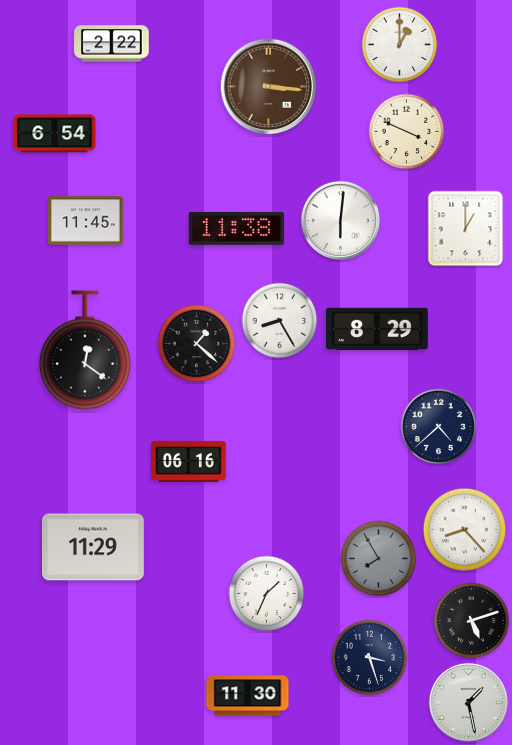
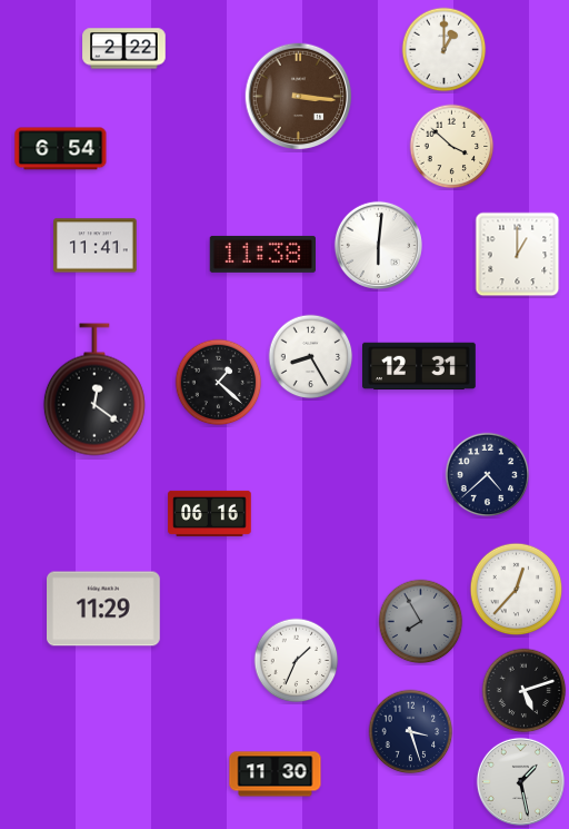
clock at (407, 132): 3:49 -> 3:52
clock at (86, 221): 11:45 -> 11:41
clock at (378, 329): 8:29 -> 12:31
clock at (465, 530): 8:23 -> 12:37
